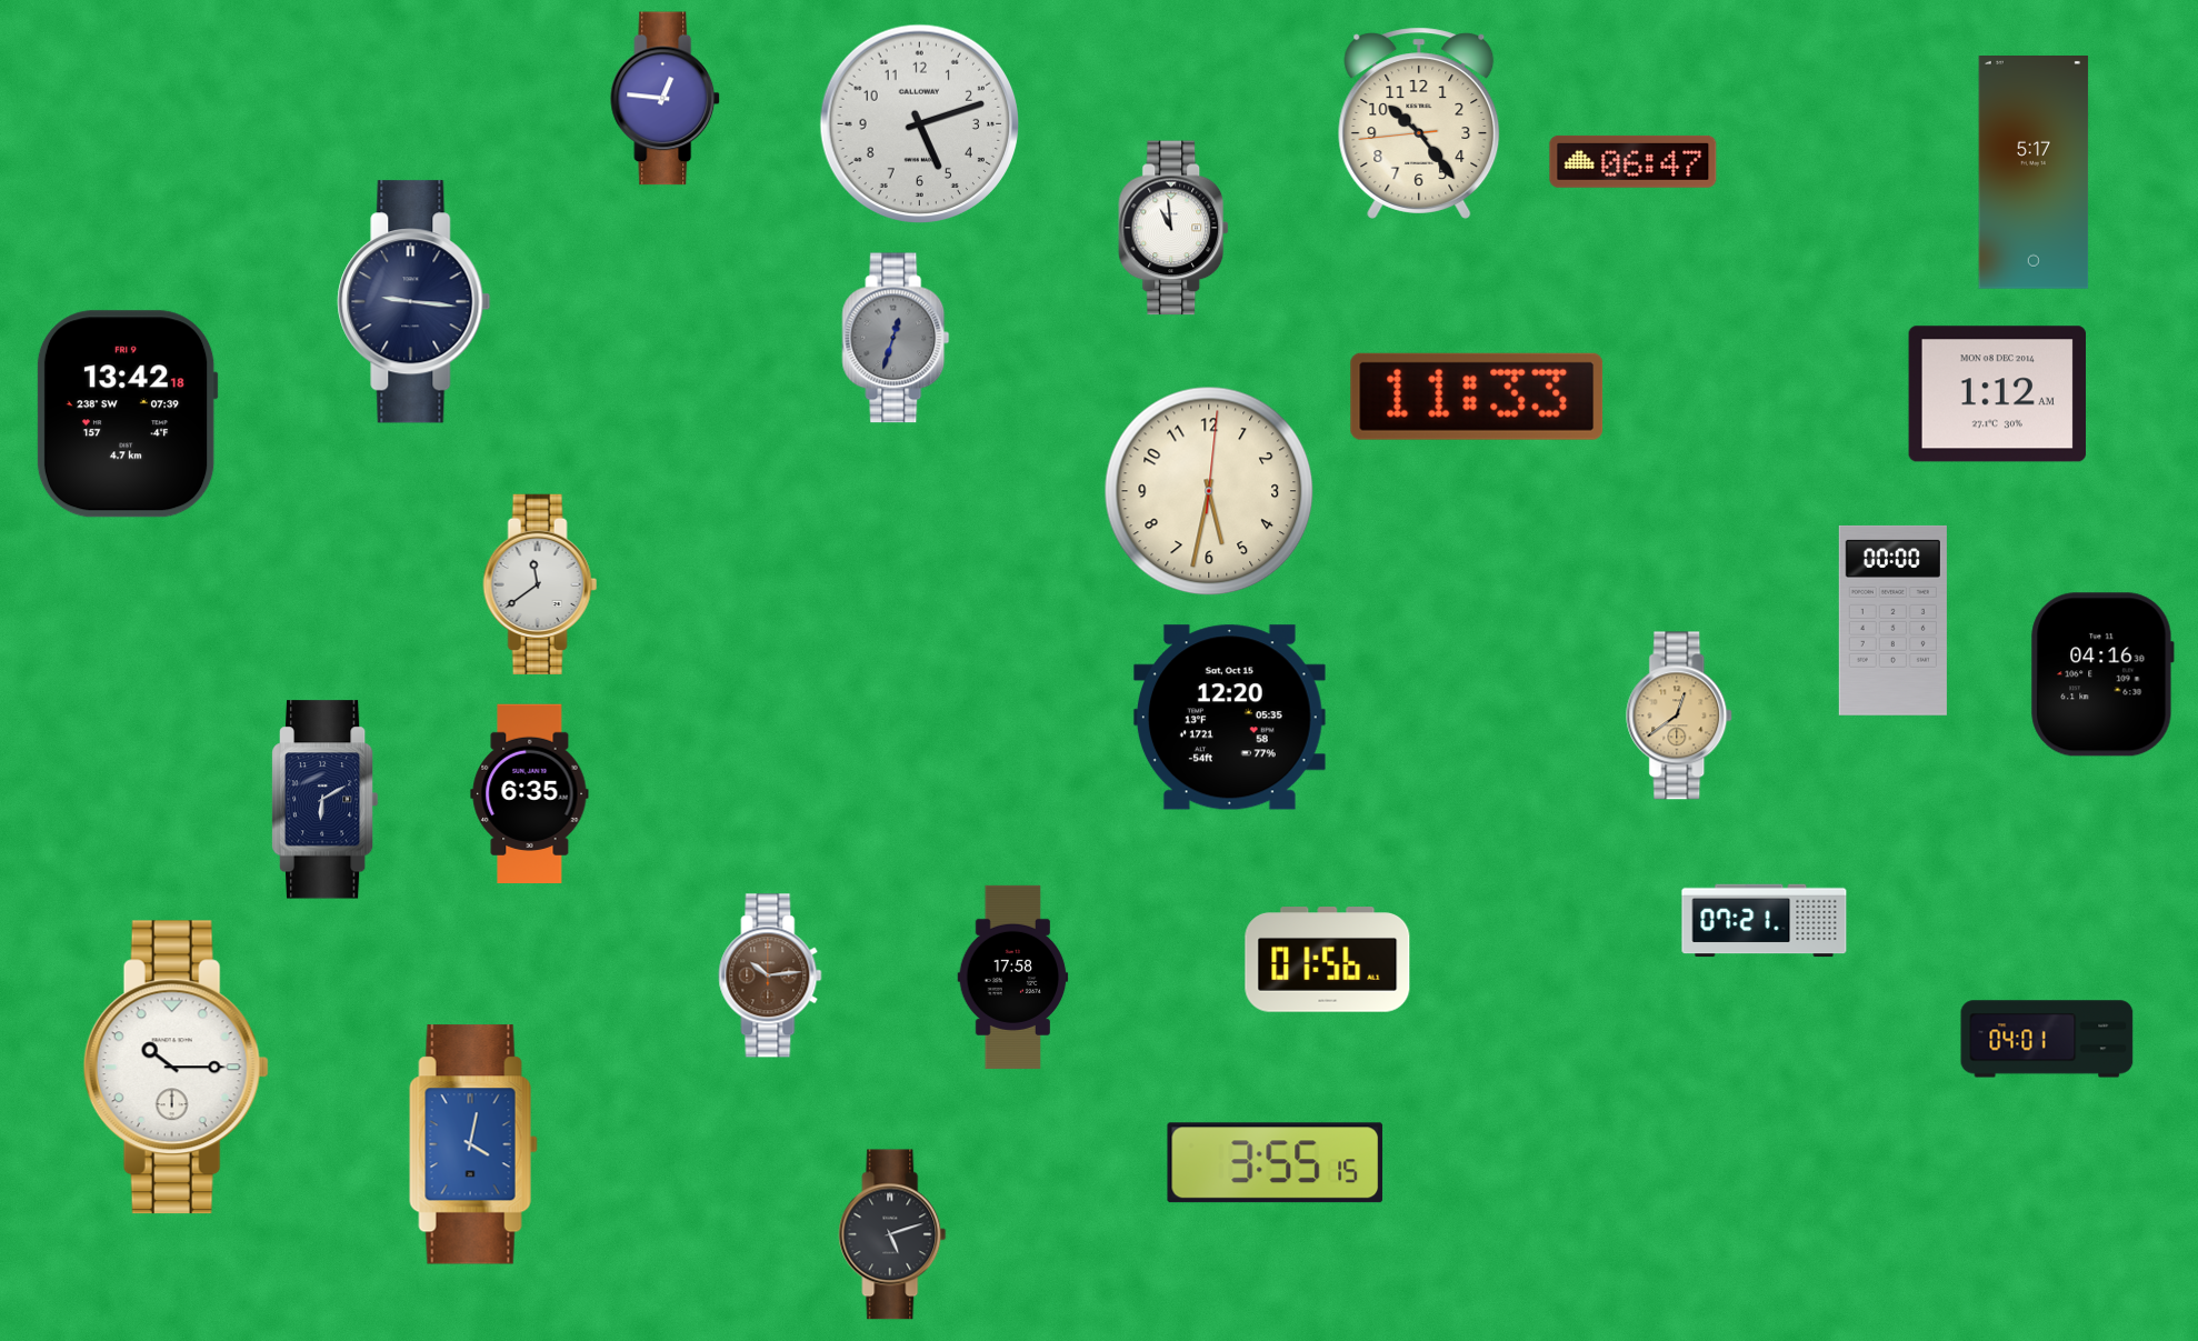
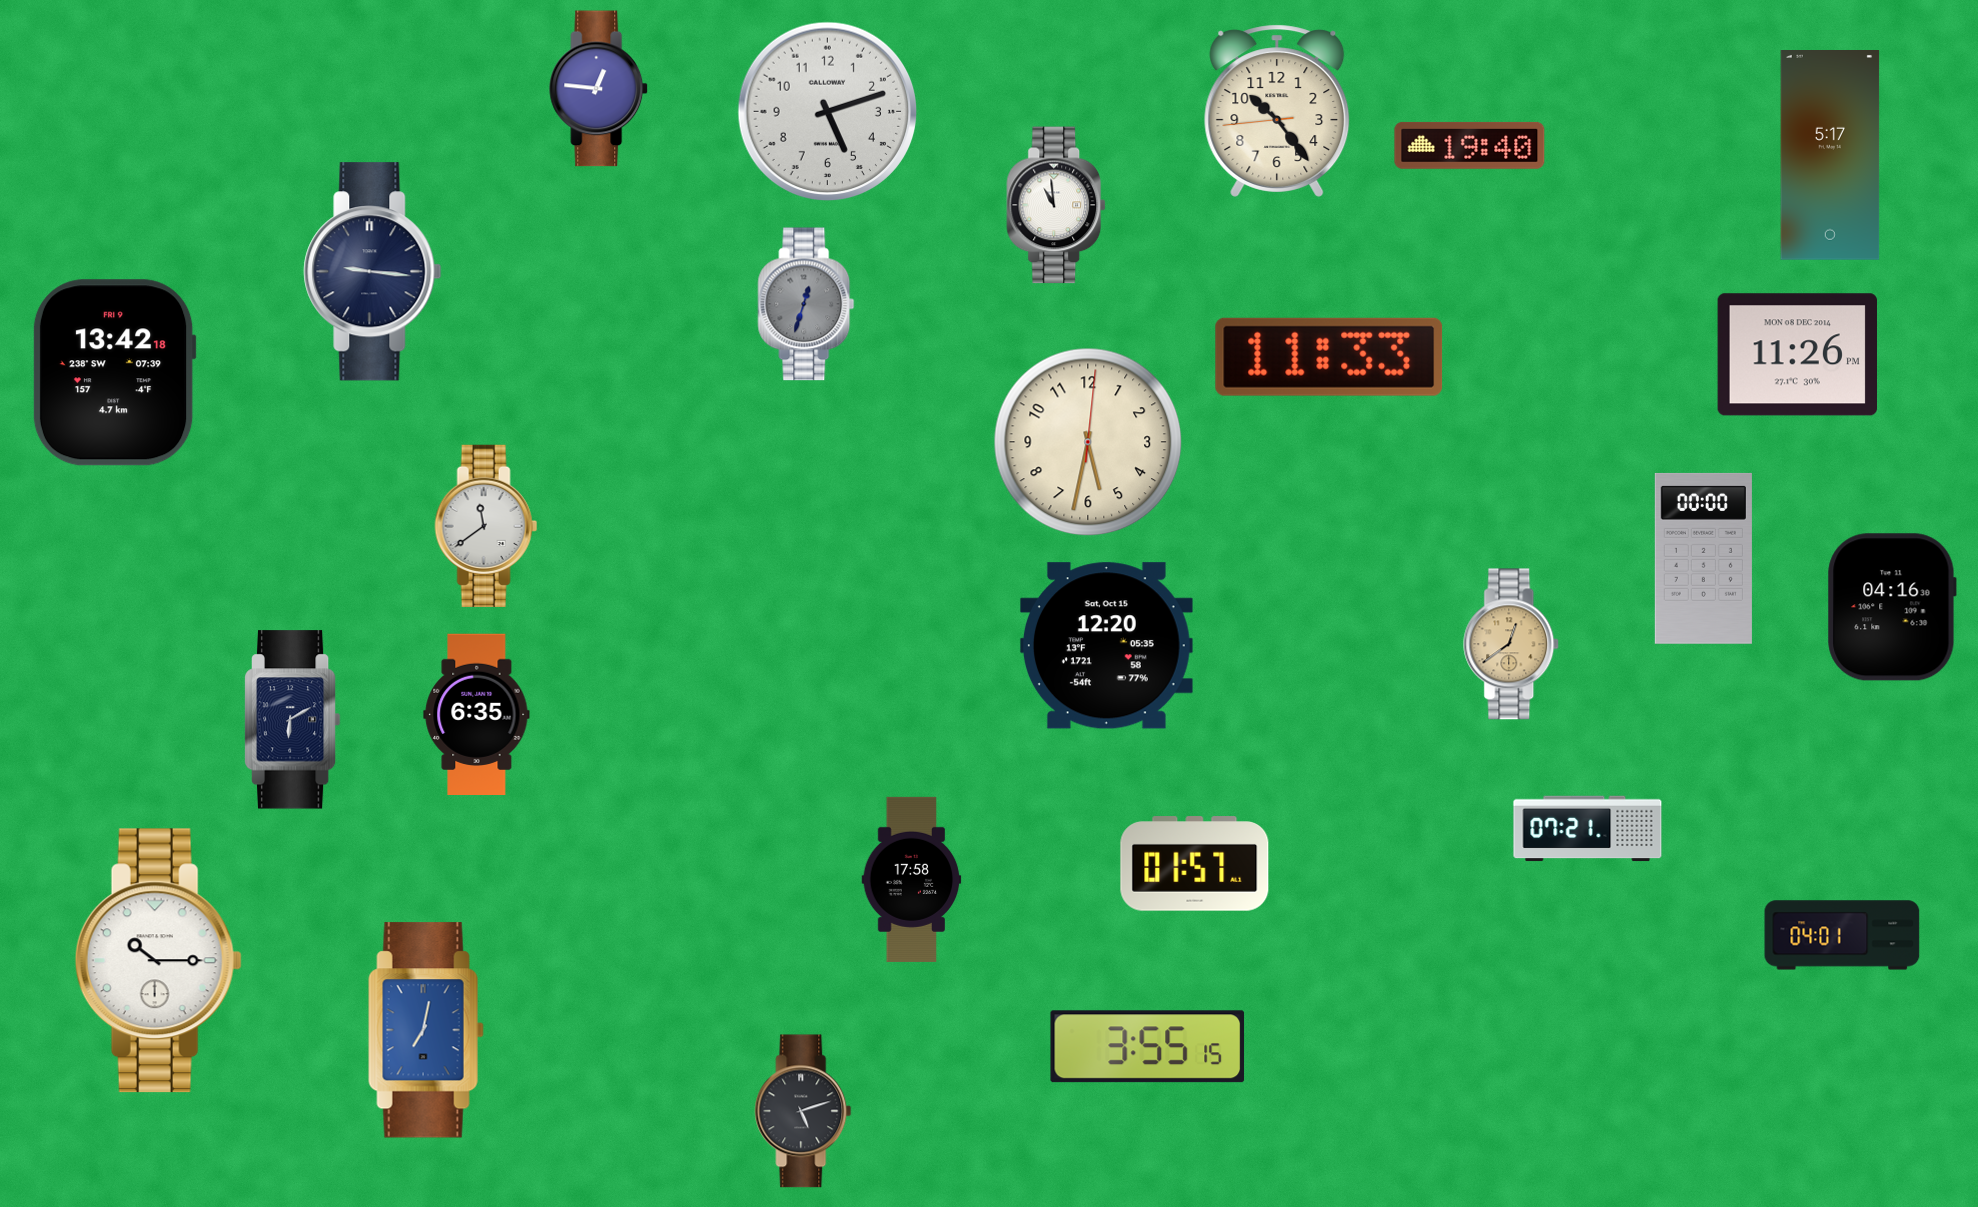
clock at (1633, 161): 06:47 -> 19:40
clock at (1998, 394): 1:12 -> 11:26
clock at (1328, 960): 01:56 -> 01:57
clock at (770, 975): 10:14 -> none
clock at (473, 1144): 4:02 -> 7:02
